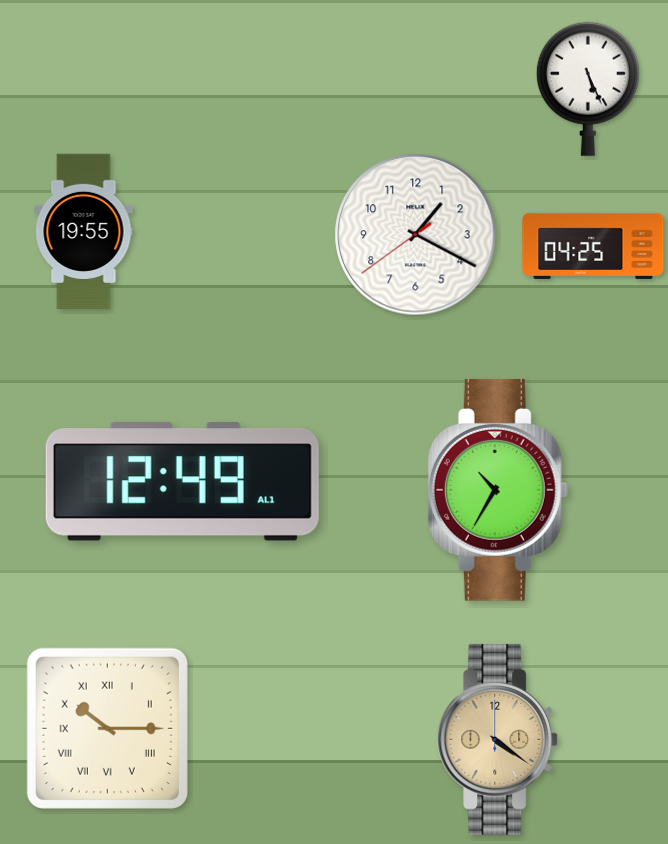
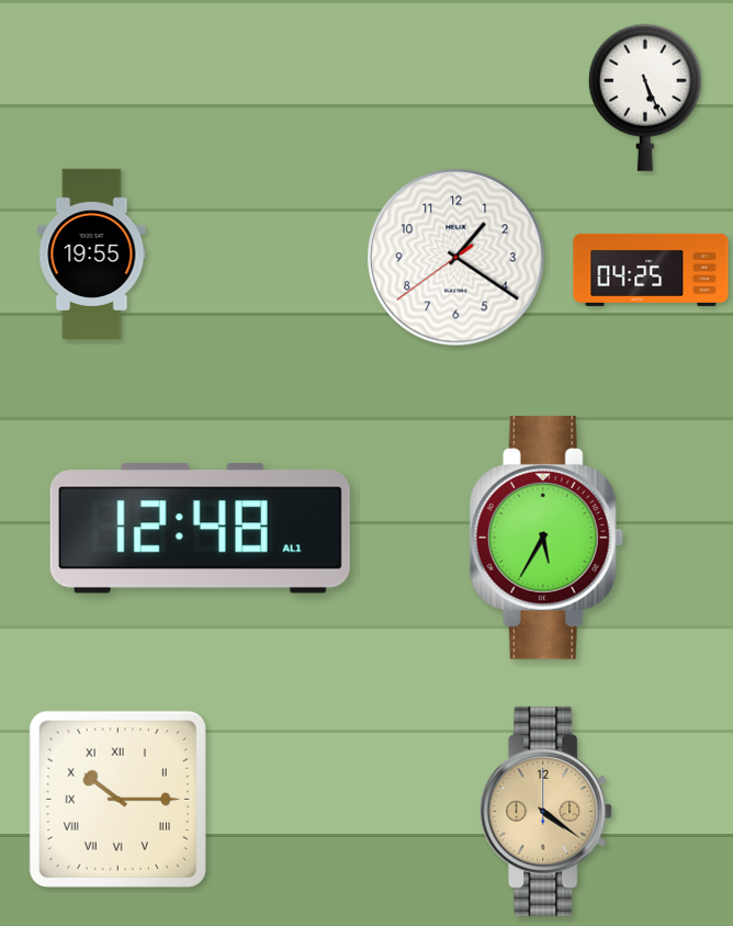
clock at (416, 235): 1:19 -> 1:20
clock at (182, 482): 12:49 -> 12:48
clock at (498, 490): 10:35 -> 5:35
